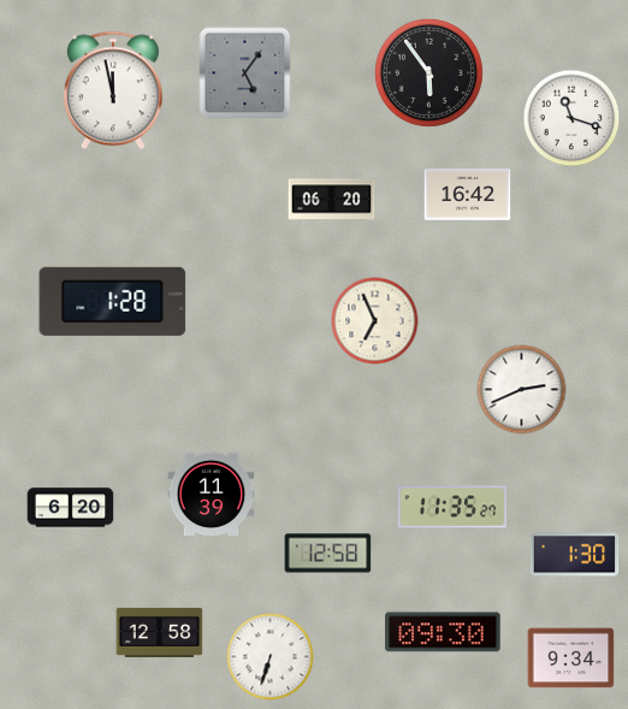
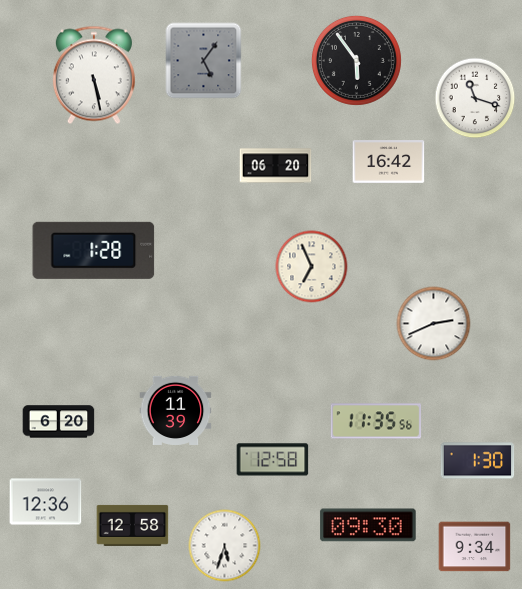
clock at (113, 90): 11:58 -> 5:28
clock at (452, 507): 11:35:27 -> 11:35:56
clock at (46, 502): none -> 12:36
clock at (271, 657): 6:33 -> 5:33
